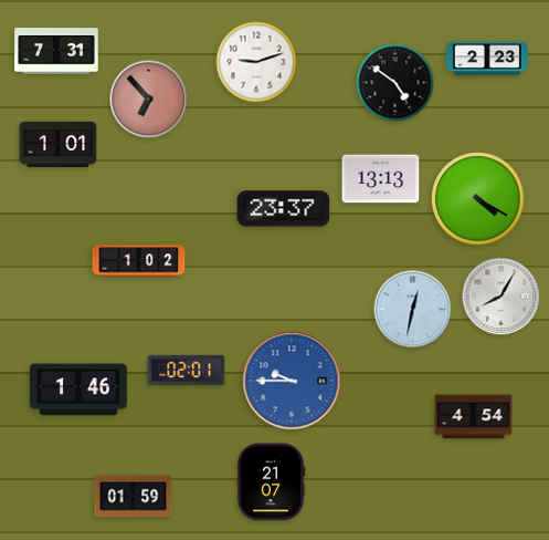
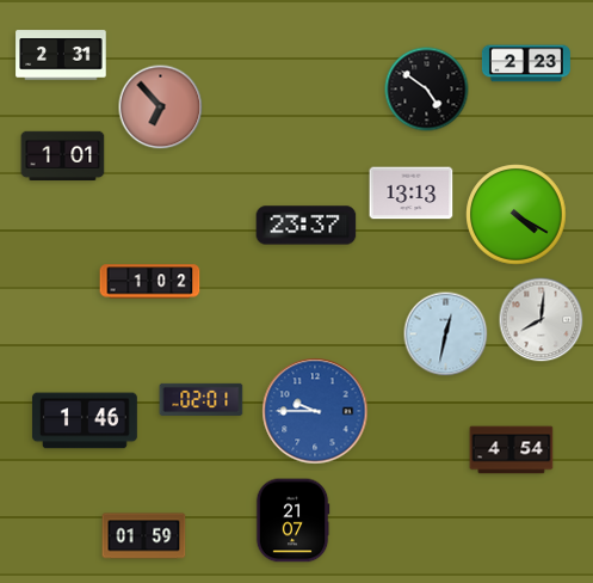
clock at (56, 51): 7:31 -> 2:31
clock at (256, 62): 9:12 -> none
clock at (502, 297): 8:05 -> 8:01
